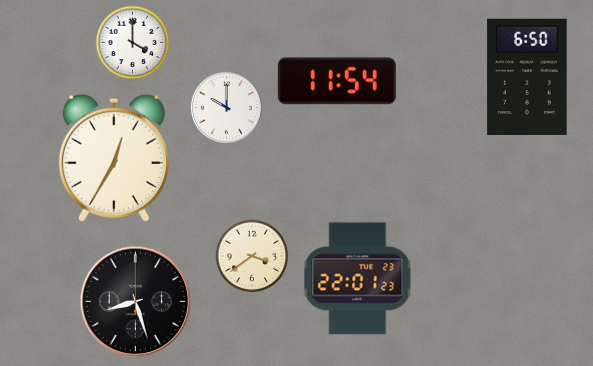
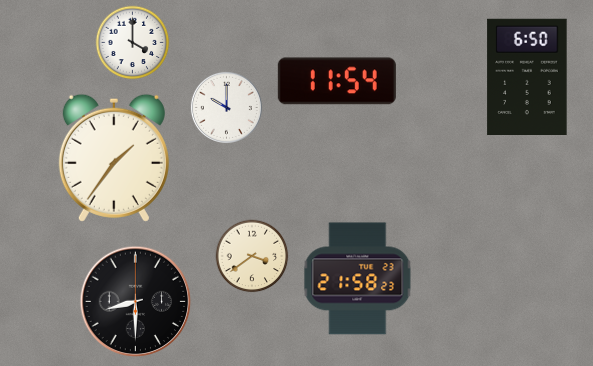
clock at (114, 158): 12:35 -> 1:36
clock at (358, 279): 22:01 -> 21:58
clock at (136, 302): 8:27 -> 8:30
